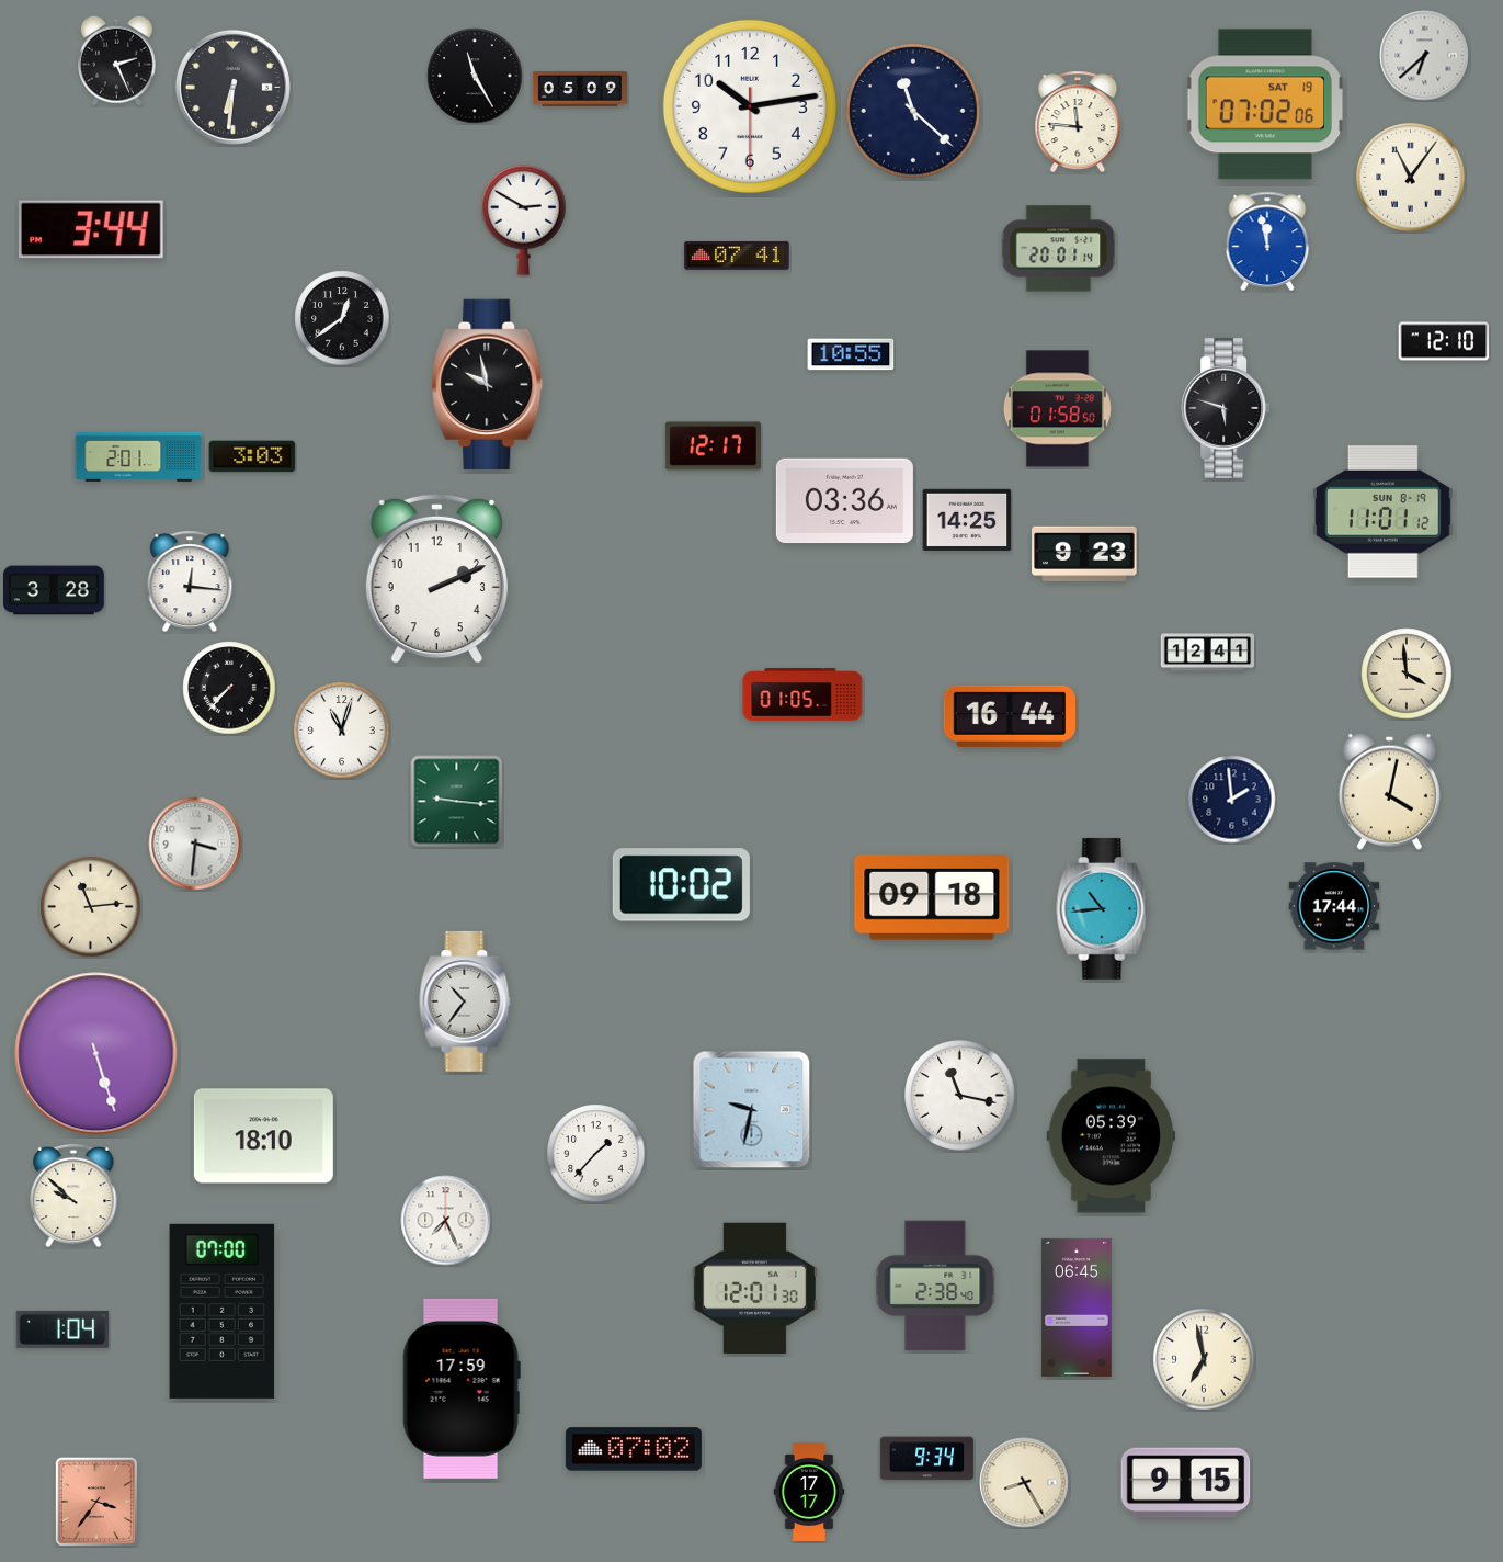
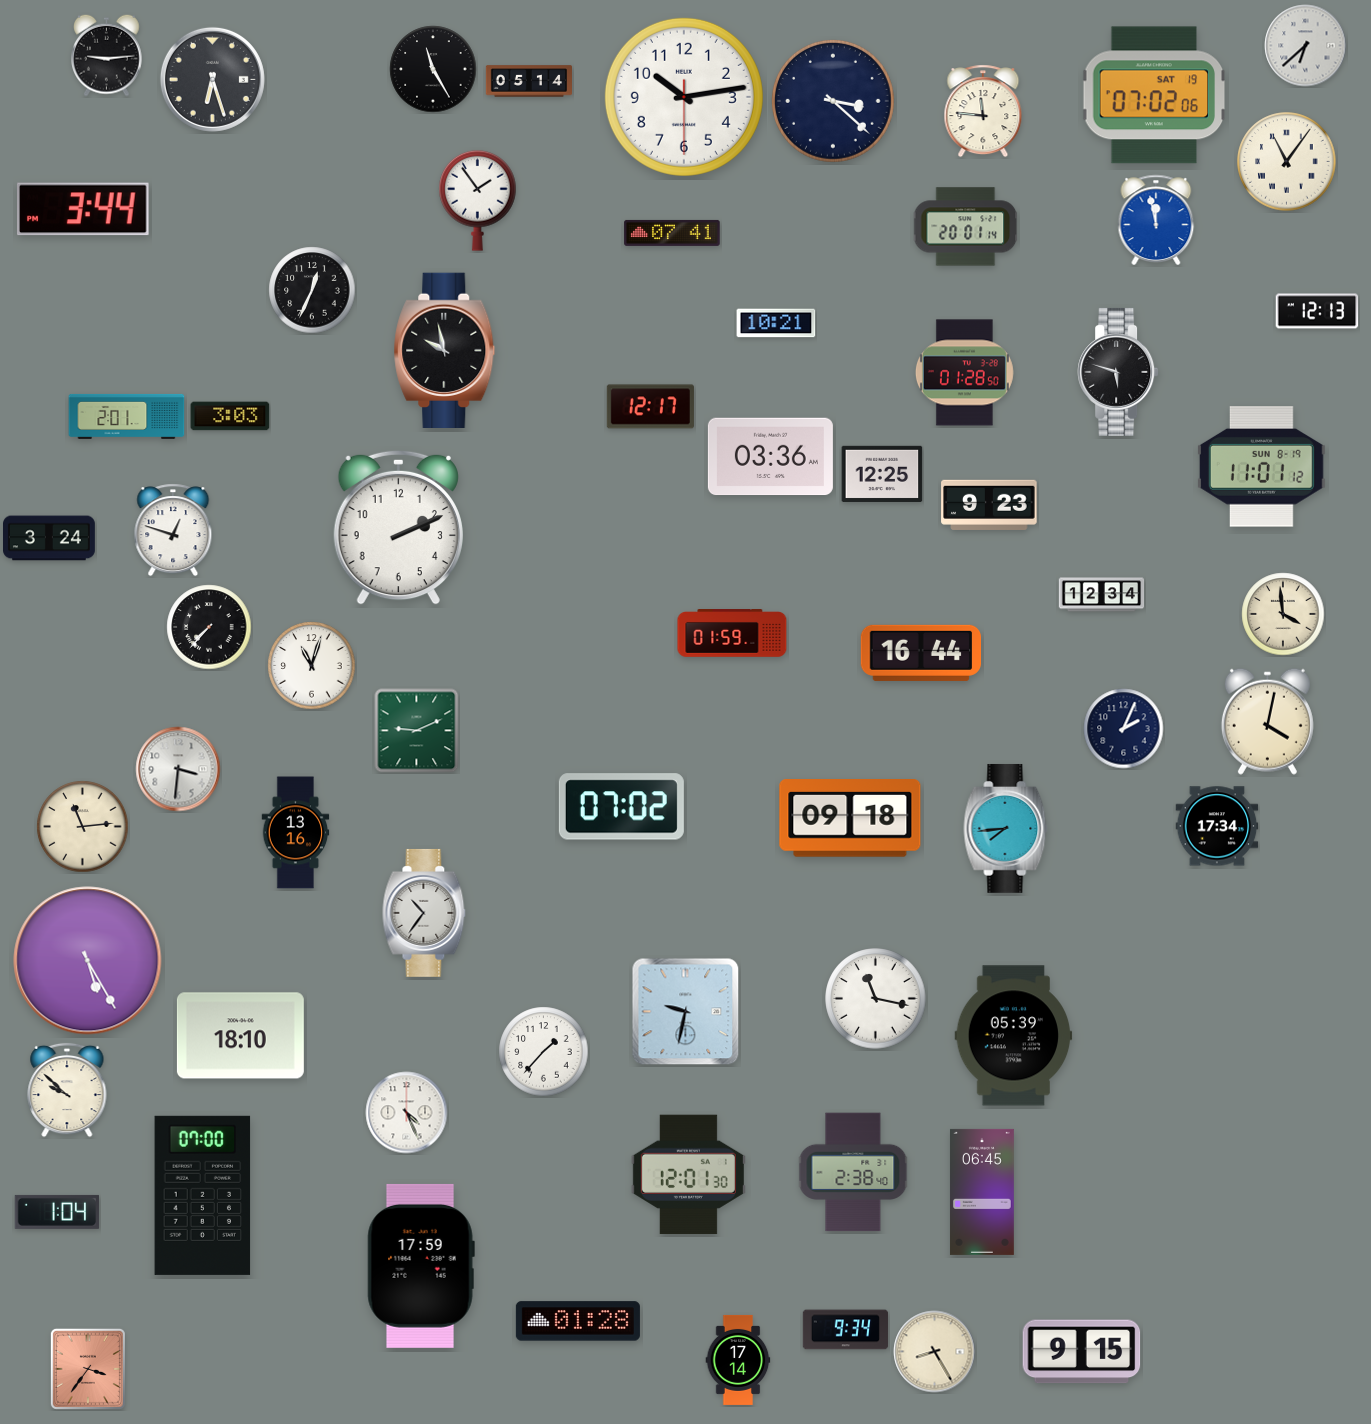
clock at (1425, 56) position: (1425, 56) -> (1306, 46)
clock at (117, 60): 2:26 -> 9:14
clock at (232, 87): 6:31 -> 6:27
clock at (579, 89): 05:09 -> 05:14
clock at (913, 112): 11:22 -> 3:22
clock at (524, 219): 2:50 -> 1:54
clock at (342, 318): 12:39 -> 12:34
clock at (1444, 341): 12:10 -> 12:13
clock at (851, 354): 10:55 -> 10:21
clock at (1057, 409): 01:58 -> 01:28
clock at (967, 519): 14:25 -> 12:25
clock at (190, 581): 12:16 -> 12:48
clock at (55, 590): 3:28 -> 3:24
clock at (1208, 653): 12:41 -> 12:34
clock at (802, 694): 01:05 -> 01:59
clock at (1232, 800): 1:59 -> 2:04
clock at (457, 802): 9:16 -> 9:11
clock at (681, 885): 10:02 -> 07:02
clock at (1334, 906): 17:44 -> 17:34
clock at (1103, 908): 10:44 -> 7:44
clock at (296, 833): none -> 13:16
clock at (96, 1054): 5:27 -> 5:25
clock at (446, 1221): 7:26 -> 4:26
clock at (1204, 1359): 6:58 -> none
clock at (634, 1449): 07:02 -> 01:28
clock at (809, 1492): 17:17 -> 17:14
